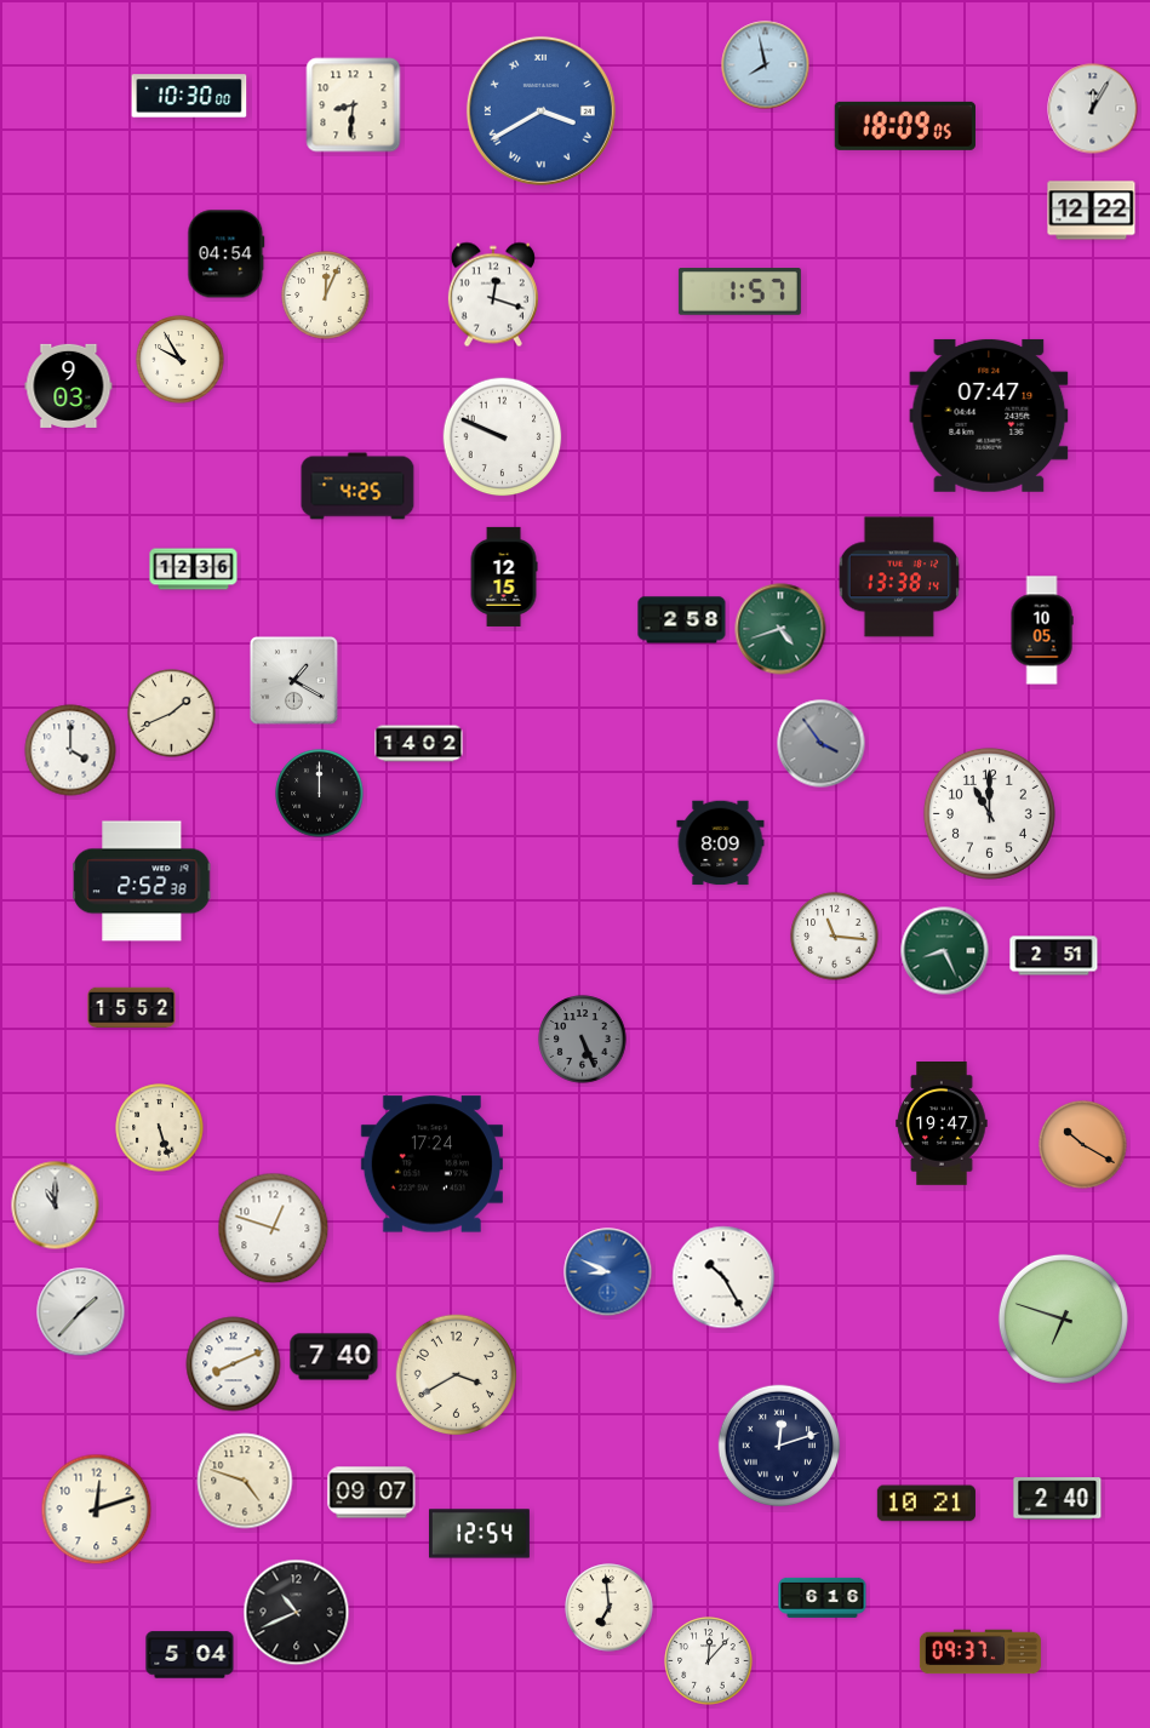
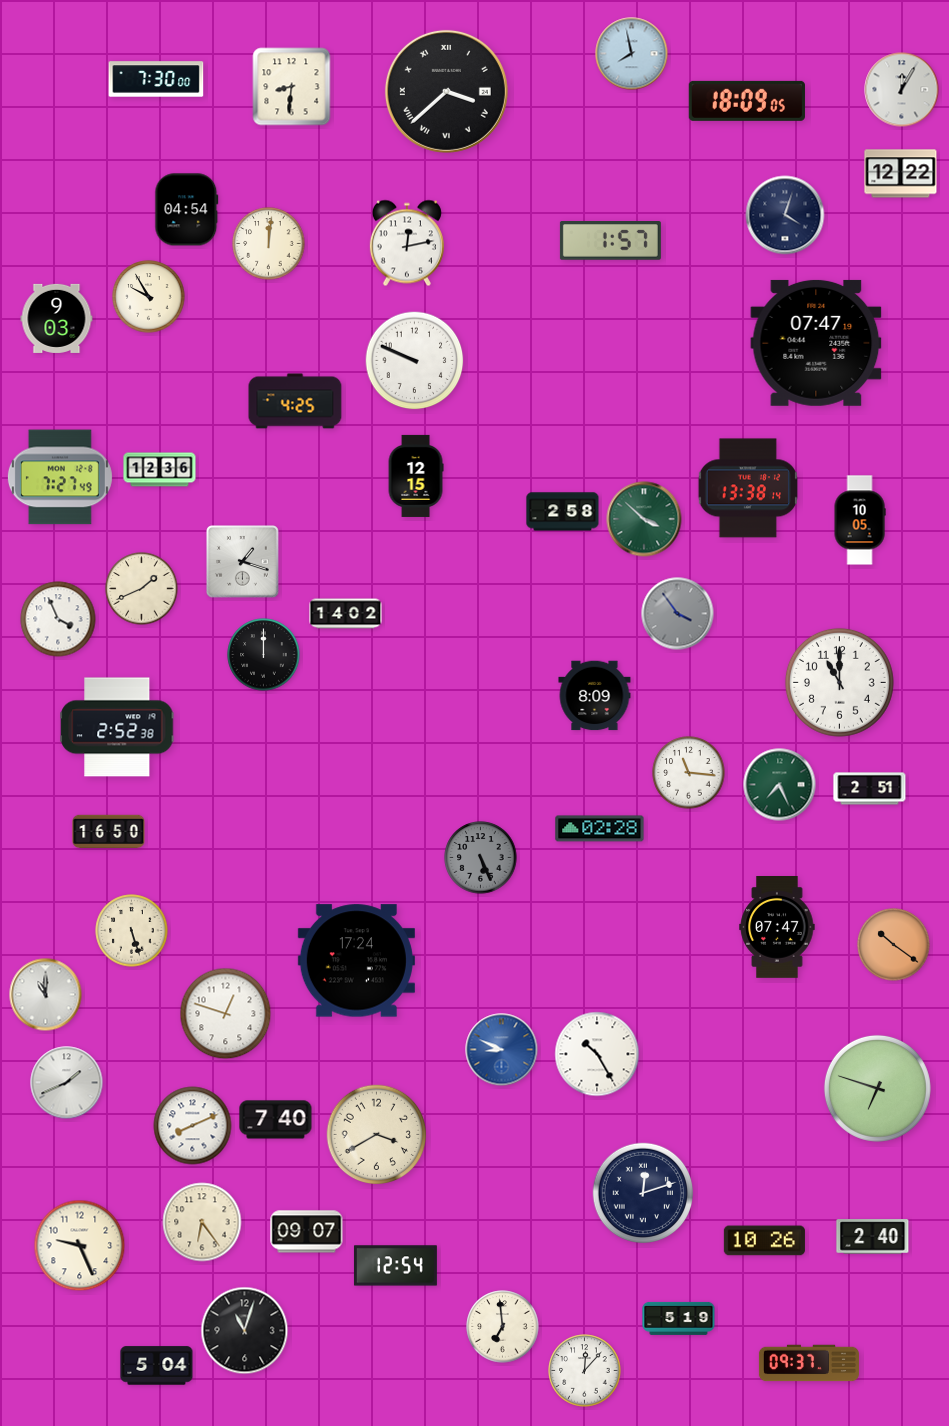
clock at (189, 96): 10:30 -> 7:30
clock at (540, 110): 3:40 -> 3:38
clock at (540, 110) dial: blue -> black
clock at (905, 126) position: (905, 126) -> (747, 101)
clock at (785, 215): none -> 4:03
clock at (493, 294): 12:18 -> 12:13
clock at (326, 296): 12:04 -> 12:01
clock at (898, 577) position: (898, 577) -> (747, 488)
clock at (60, 477): none -> 7:27
clock at (780, 629): 4:42 -> 3:52
clock at (294, 681): 1:20 -> 1:18
clock at (70, 750): 4:00 -> 3:56
clock at (989, 813) position: (989, 813) -> (839, 682)
clock at (945, 951): 8:26 -> 7:26
clock at (600, 829): none -> 02:28
clock at (132, 1008): 15:52 -> 16:50
clock at (942, 1125): 19:47 -> 07:47
clock at (1083, 1145): 10:20 -> 10:21
clock at (81, 1312): 1:37 -> 1:41
clock at (245, 1481): 4:48 -> 6:24
clock at (926, 1504): 10:21 -> 10:26
clock at (97, 1510): 12:12 -> 9:26
clock at (823, 1597): 6:16 -> 5:19
clock at (297, 1613): 10:41 -> 11:03
